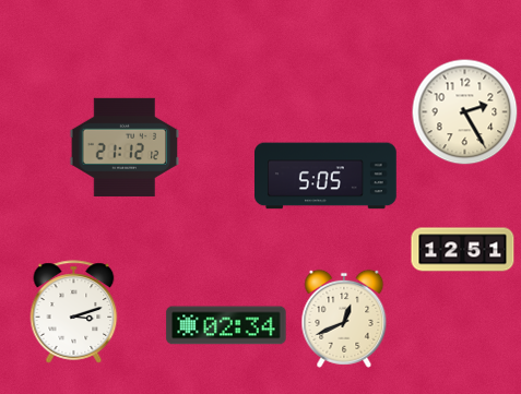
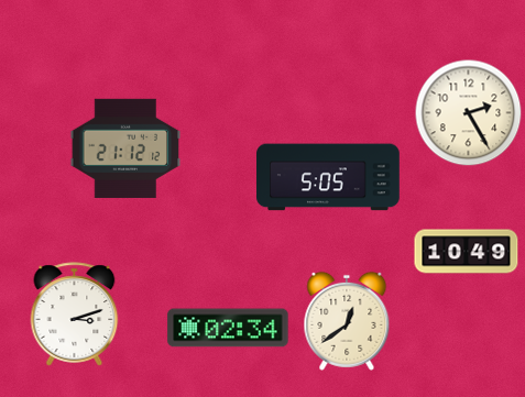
clock at (463, 250): 12:51 -> 10:49
clock at (344, 319): 12:41 -> 12:39
